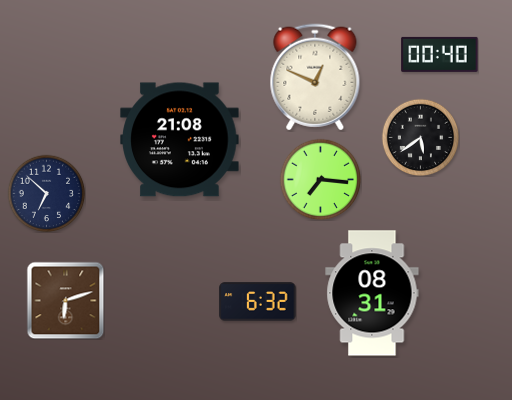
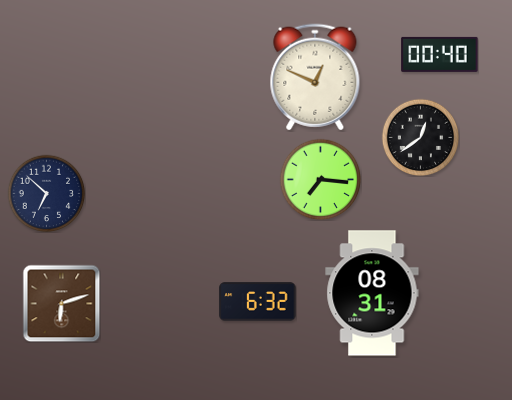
clock at (420, 137): 5:39 -> 12:39
clock at (180, 140): 21:08 -> none
clock at (65, 300) position: (65, 300) -> (61, 303)
